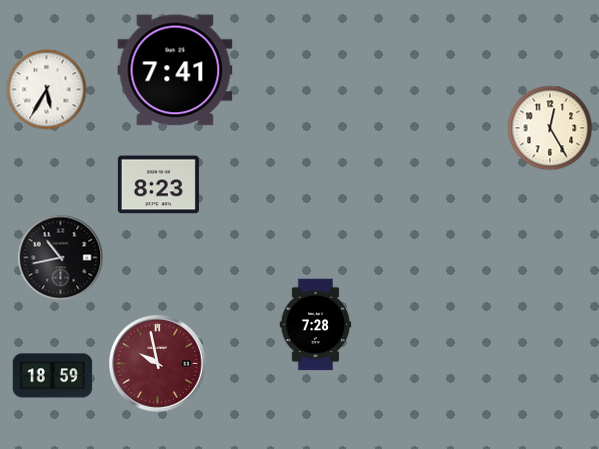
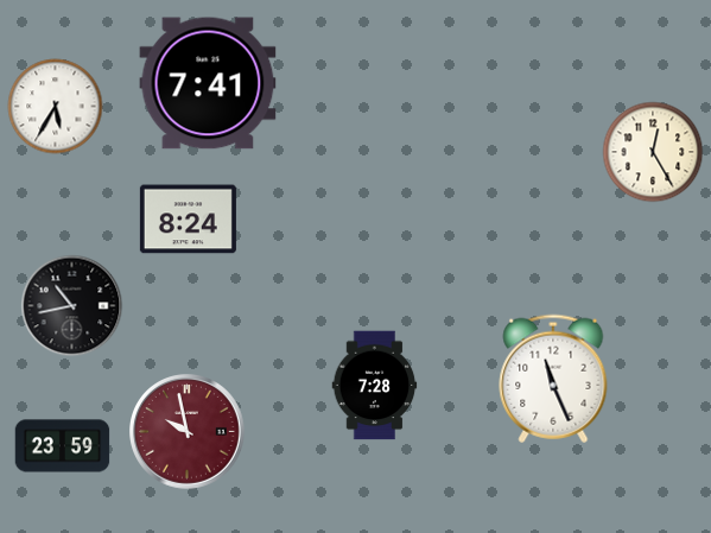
clock at (158, 185): 8:23 -> 8:24
clock at (553, 379): none -> 11:26
clock at (53, 376): 18:59 -> 23:59
